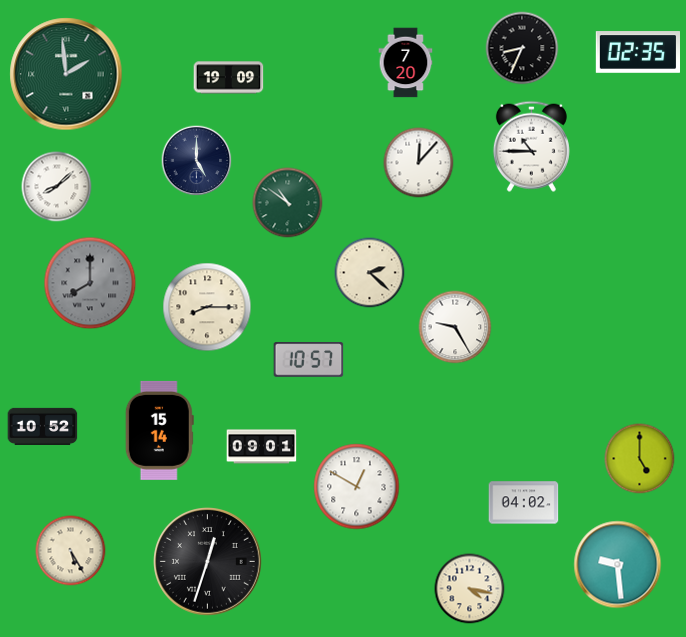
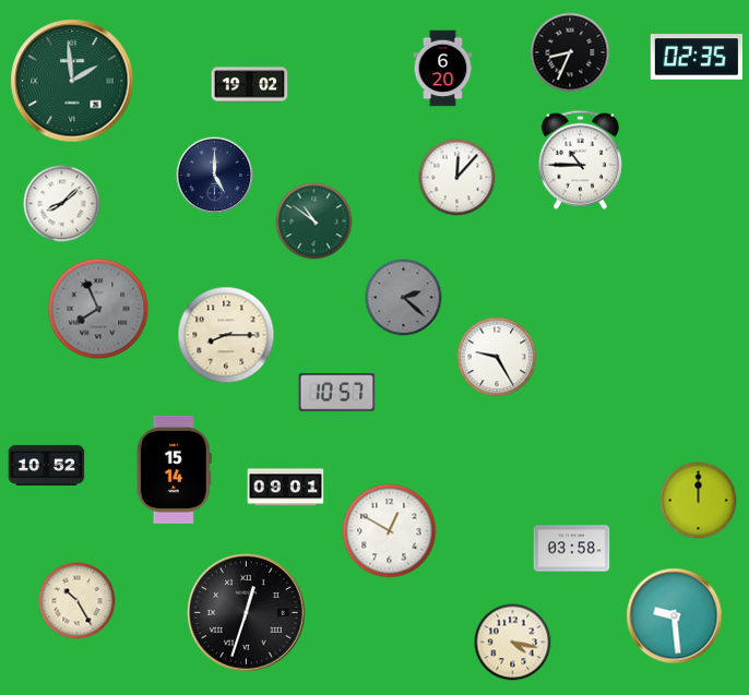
clock at (406, 63): 7:20 -> 6:20
clock at (229, 78): 19:09 -> 19:02
clock at (370, 273) dial: cream -> grey
clock at (90, 283): 8:00 -> 7:56
clock at (640, 459): 5:00 -> 12:00
clock at (524, 503): 04:02 -> 03:58
clock at (71, 551): 5:25 -> 10:25
clock at (208, 562) position: (208, 562) -> (247, 613)
